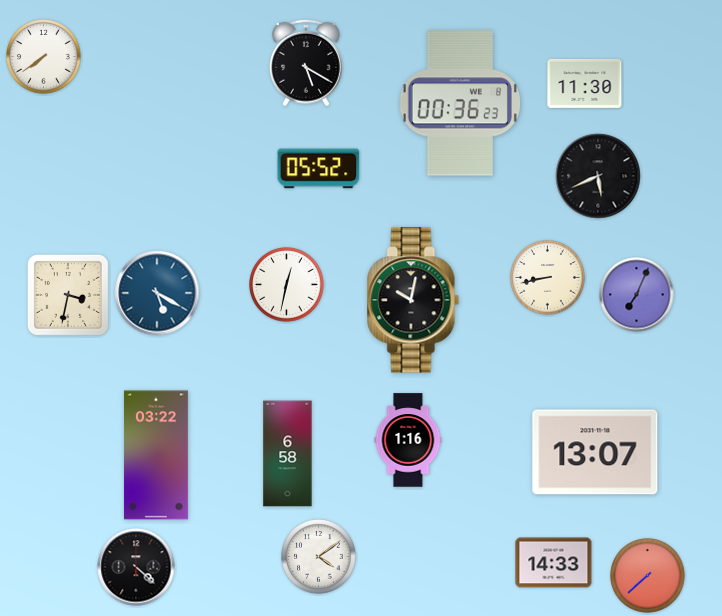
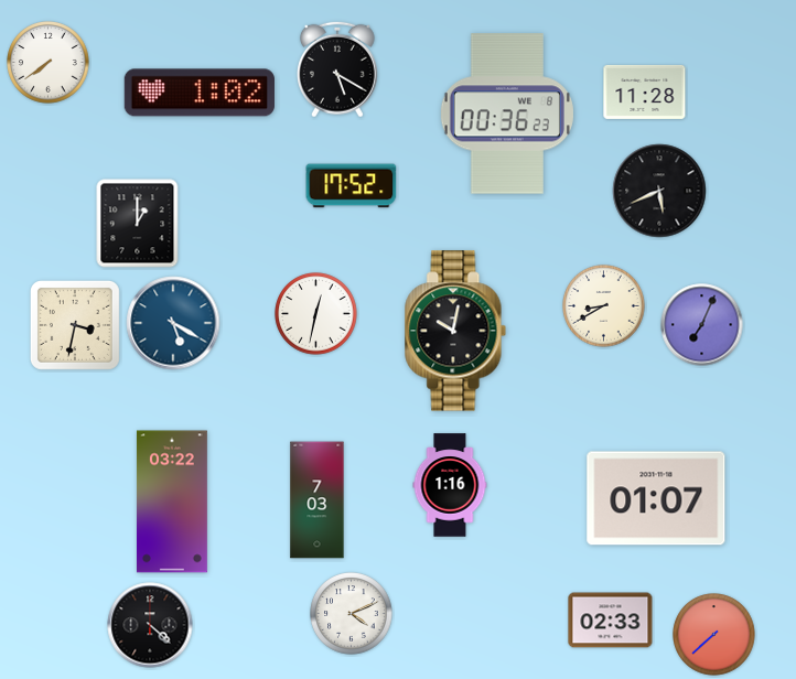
clock at (585, 83): 11:30 -> 11:28
clock at (200, 93): none -> 1:02
clock at (319, 169): 05:52 -> 17:52
clock at (598, 176) position: (598, 176) -> (659, 191)
clock at (138, 224): none -> 1:00
clock at (548, 278): 8:43 -> 8:40
clock at (595, 452): 13:07 -> 01:07
clock at (288, 454): 6:58 -> 7:03
clock at (319, 557): 4:09 -> 4:11
clock at (554, 563): 14:33 -> 02:33
